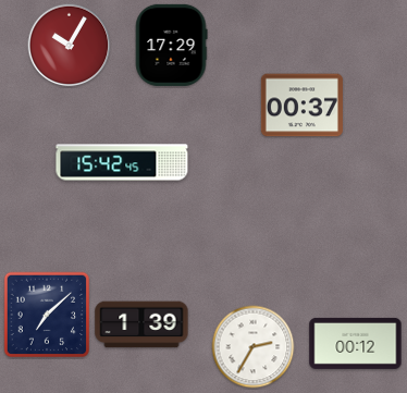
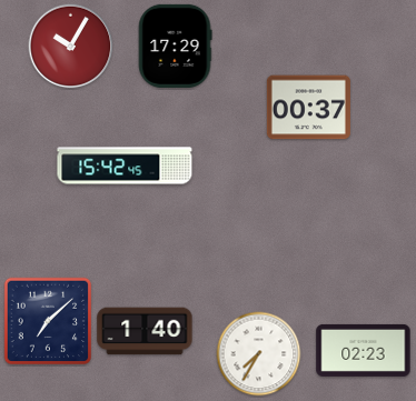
clock at (141, 324): 1:39 -> 1:40
clock at (356, 343): 00:12 -> 02:23
clock at (254, 347): 2:35 -> 7:35
